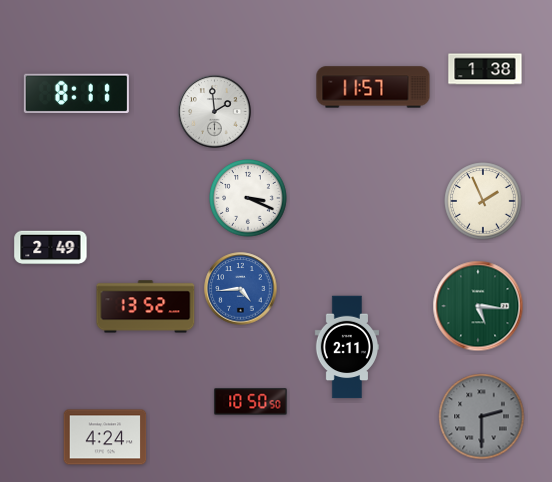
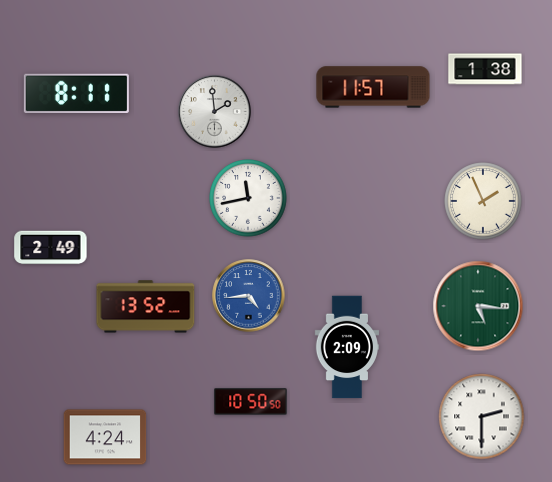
clock at (248, 198): 3:19 -> 11:43
clock at (241, 289) position: (241, 289) -> (249, 296)
clock at (346, 347): 2:11 -> 2:09
clock at (482, 417) dial: grey -> white
